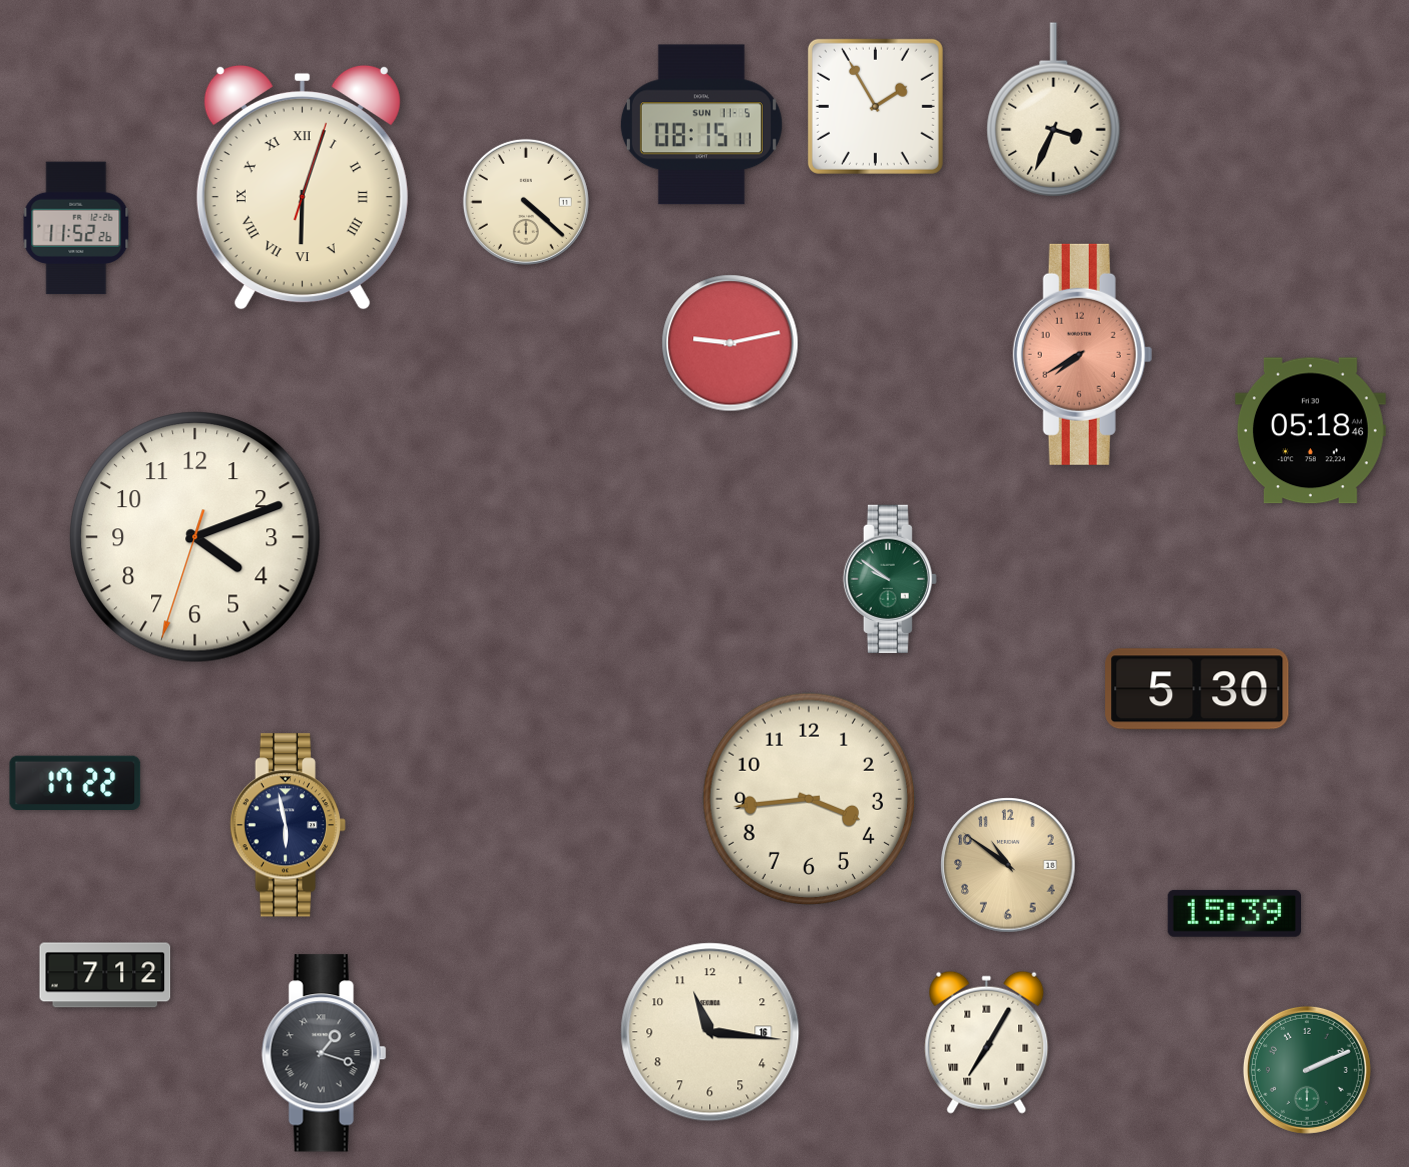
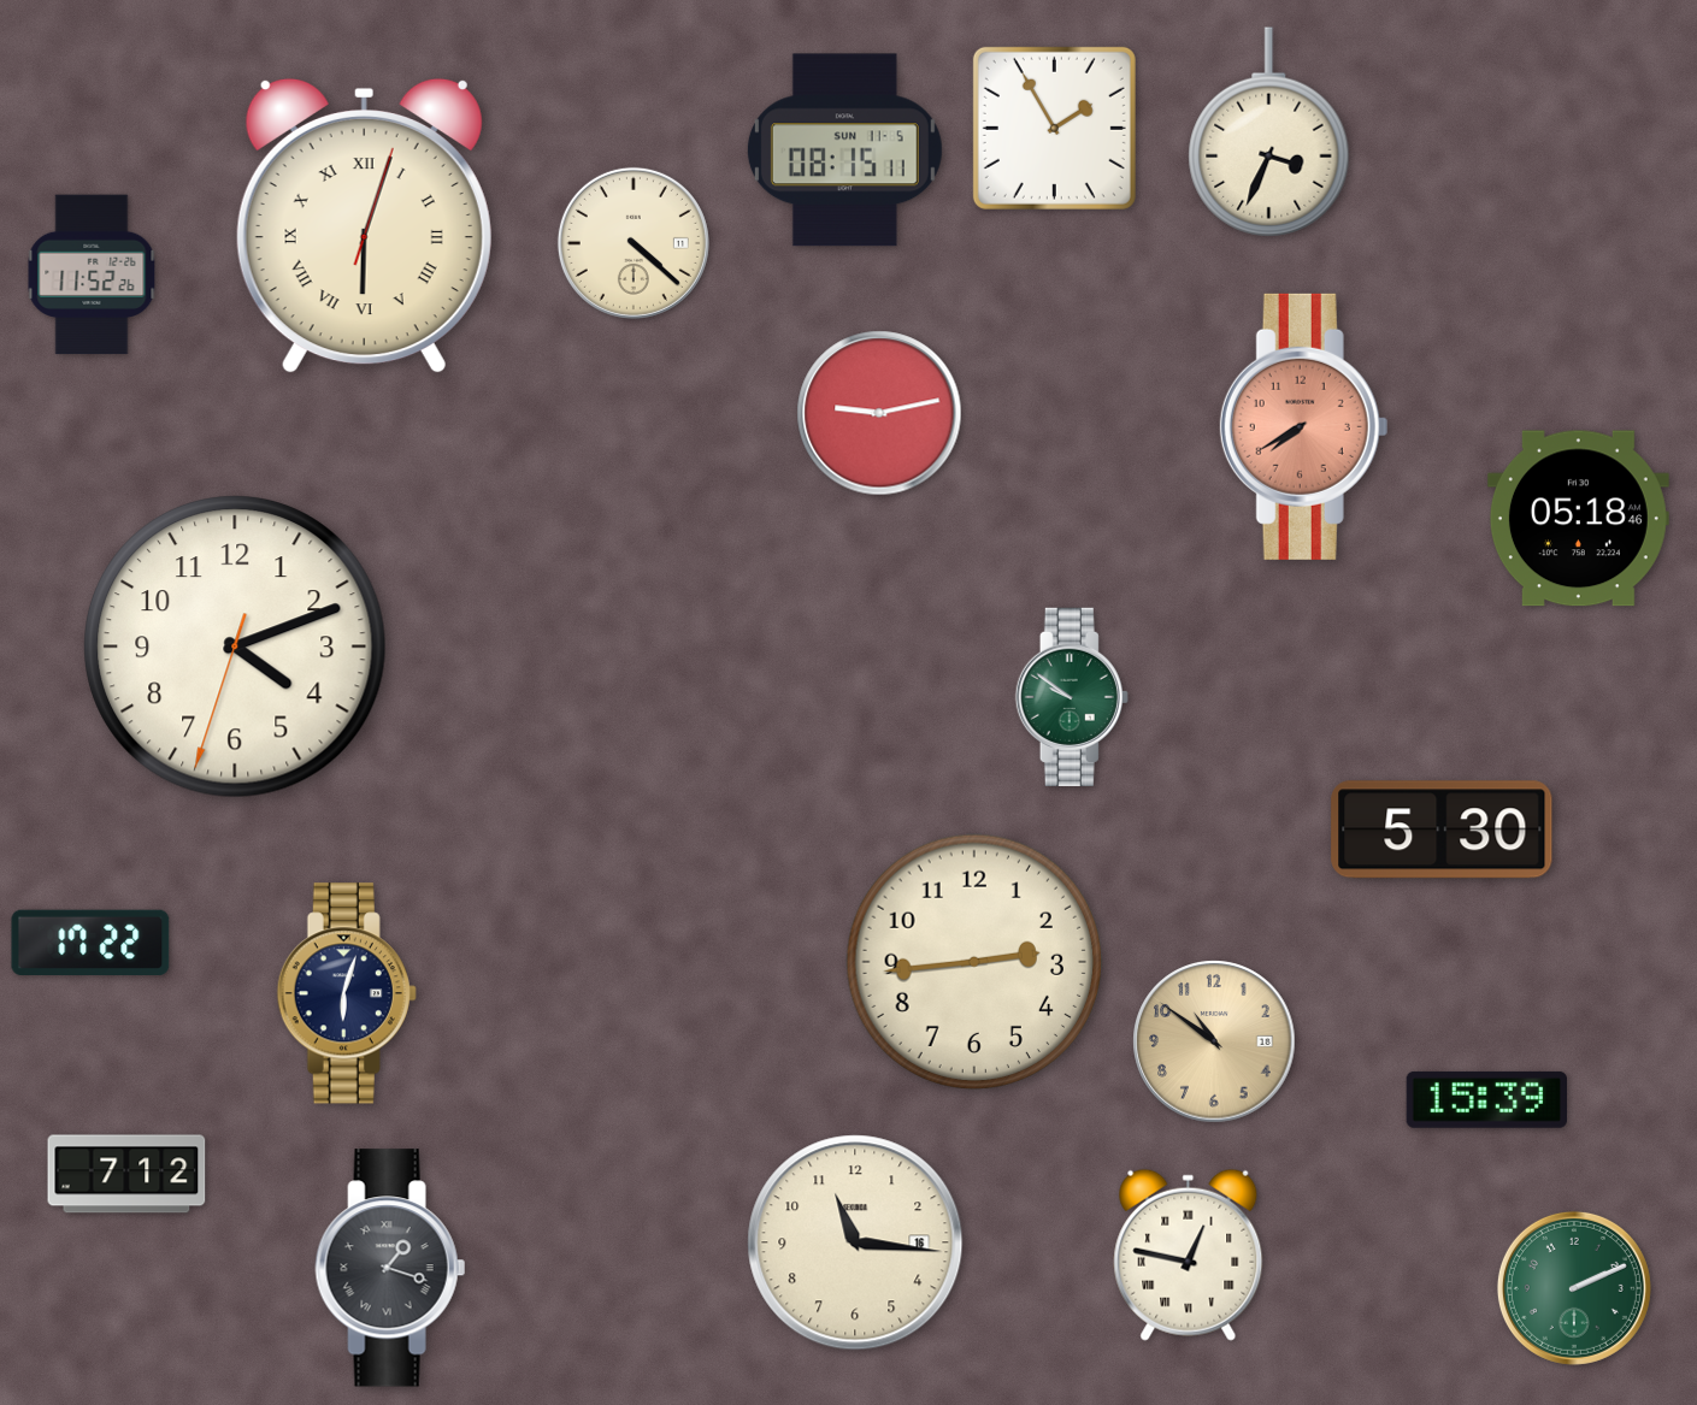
clock at (809, 799): 3:44 -> 2:44
clock at (288, 825): 5:58 -> 6:03
clock at (987, 1042): 7:05 -> 12:47
